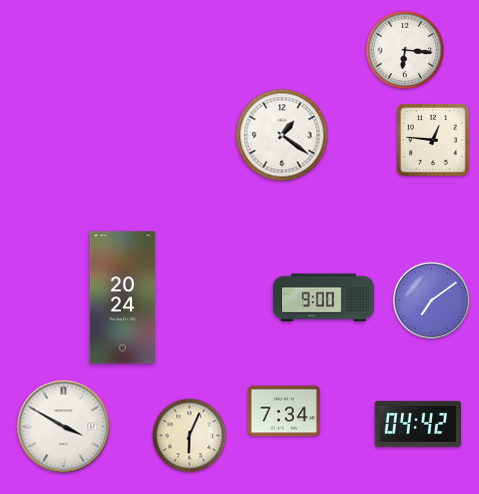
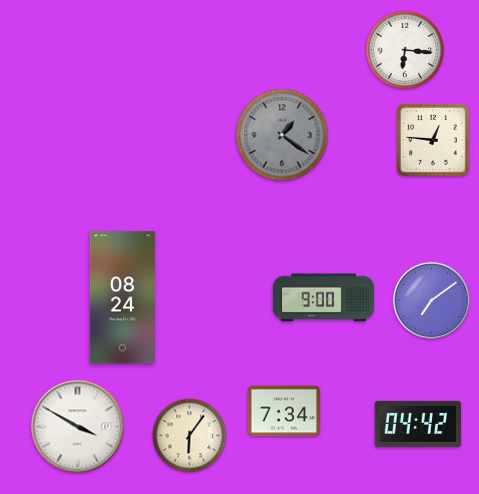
clock at (282, 135) dial: white -> grey
clock at (122, 298): 20:24 -> 08:24
clock at (64, 427) position: (64, 427) -> (78, 427)
clock at (190, 436): 6:04 -> 6:06
